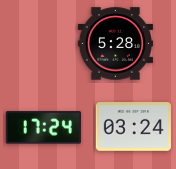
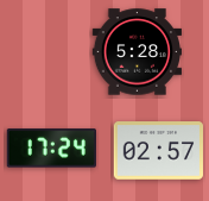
clock at (133, 127): 03:24 -> 02:57
clock at (43, 128) position: (43, 128) -> (51, 149)
